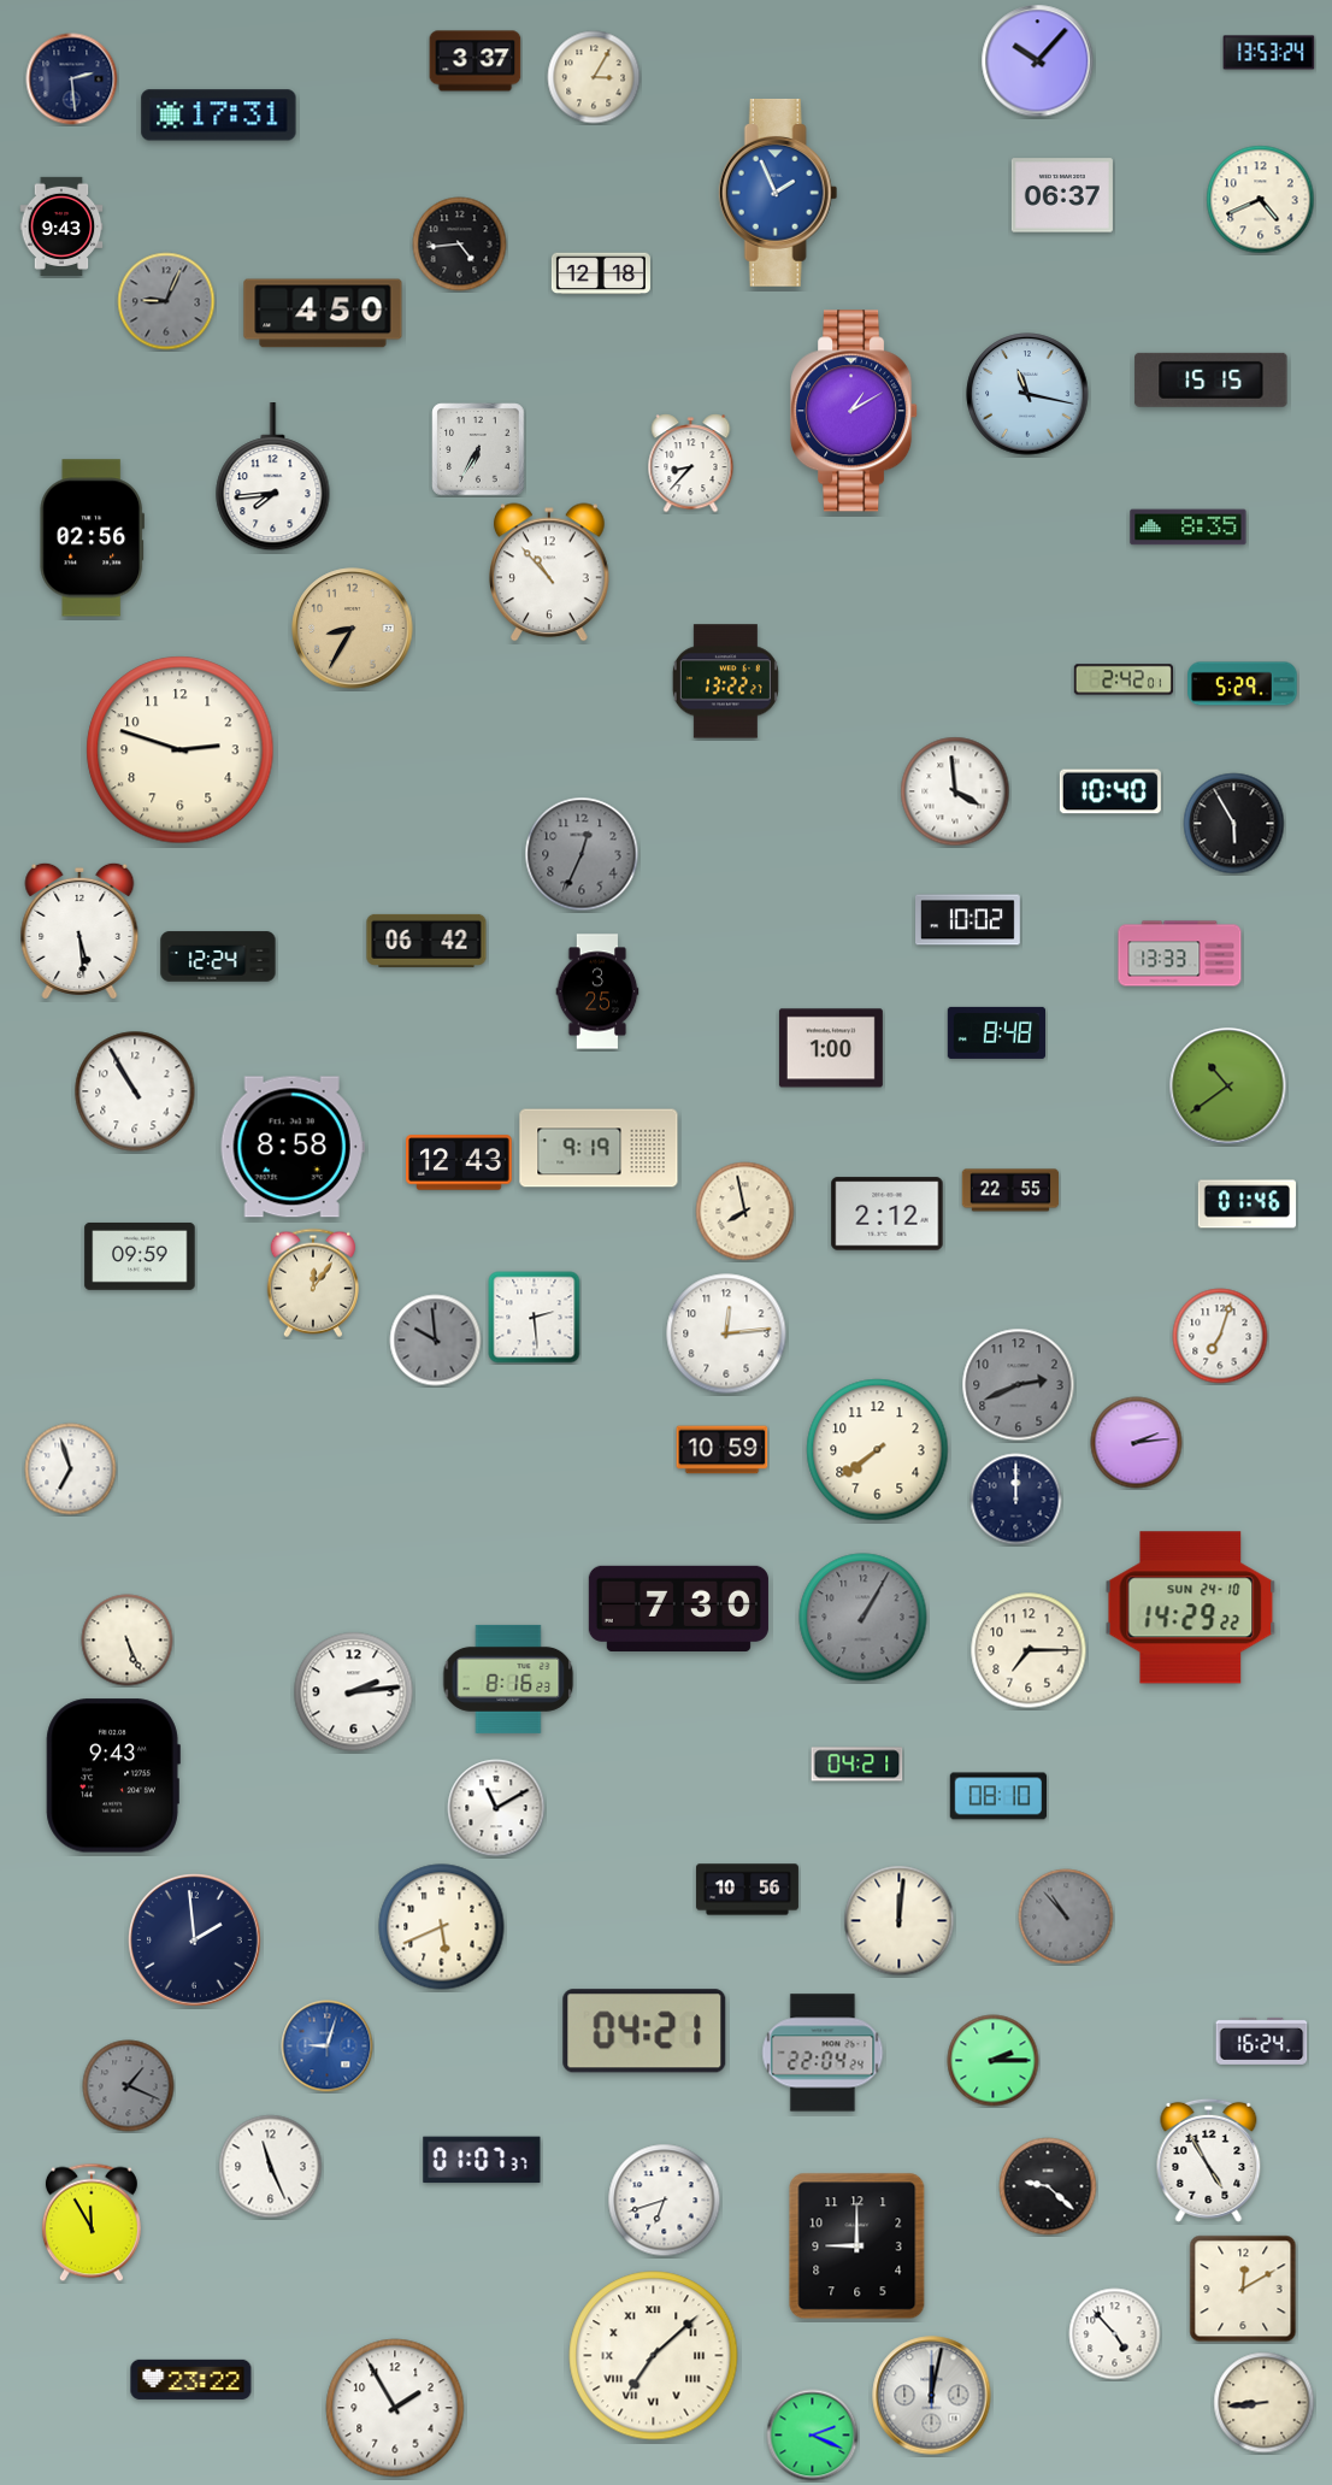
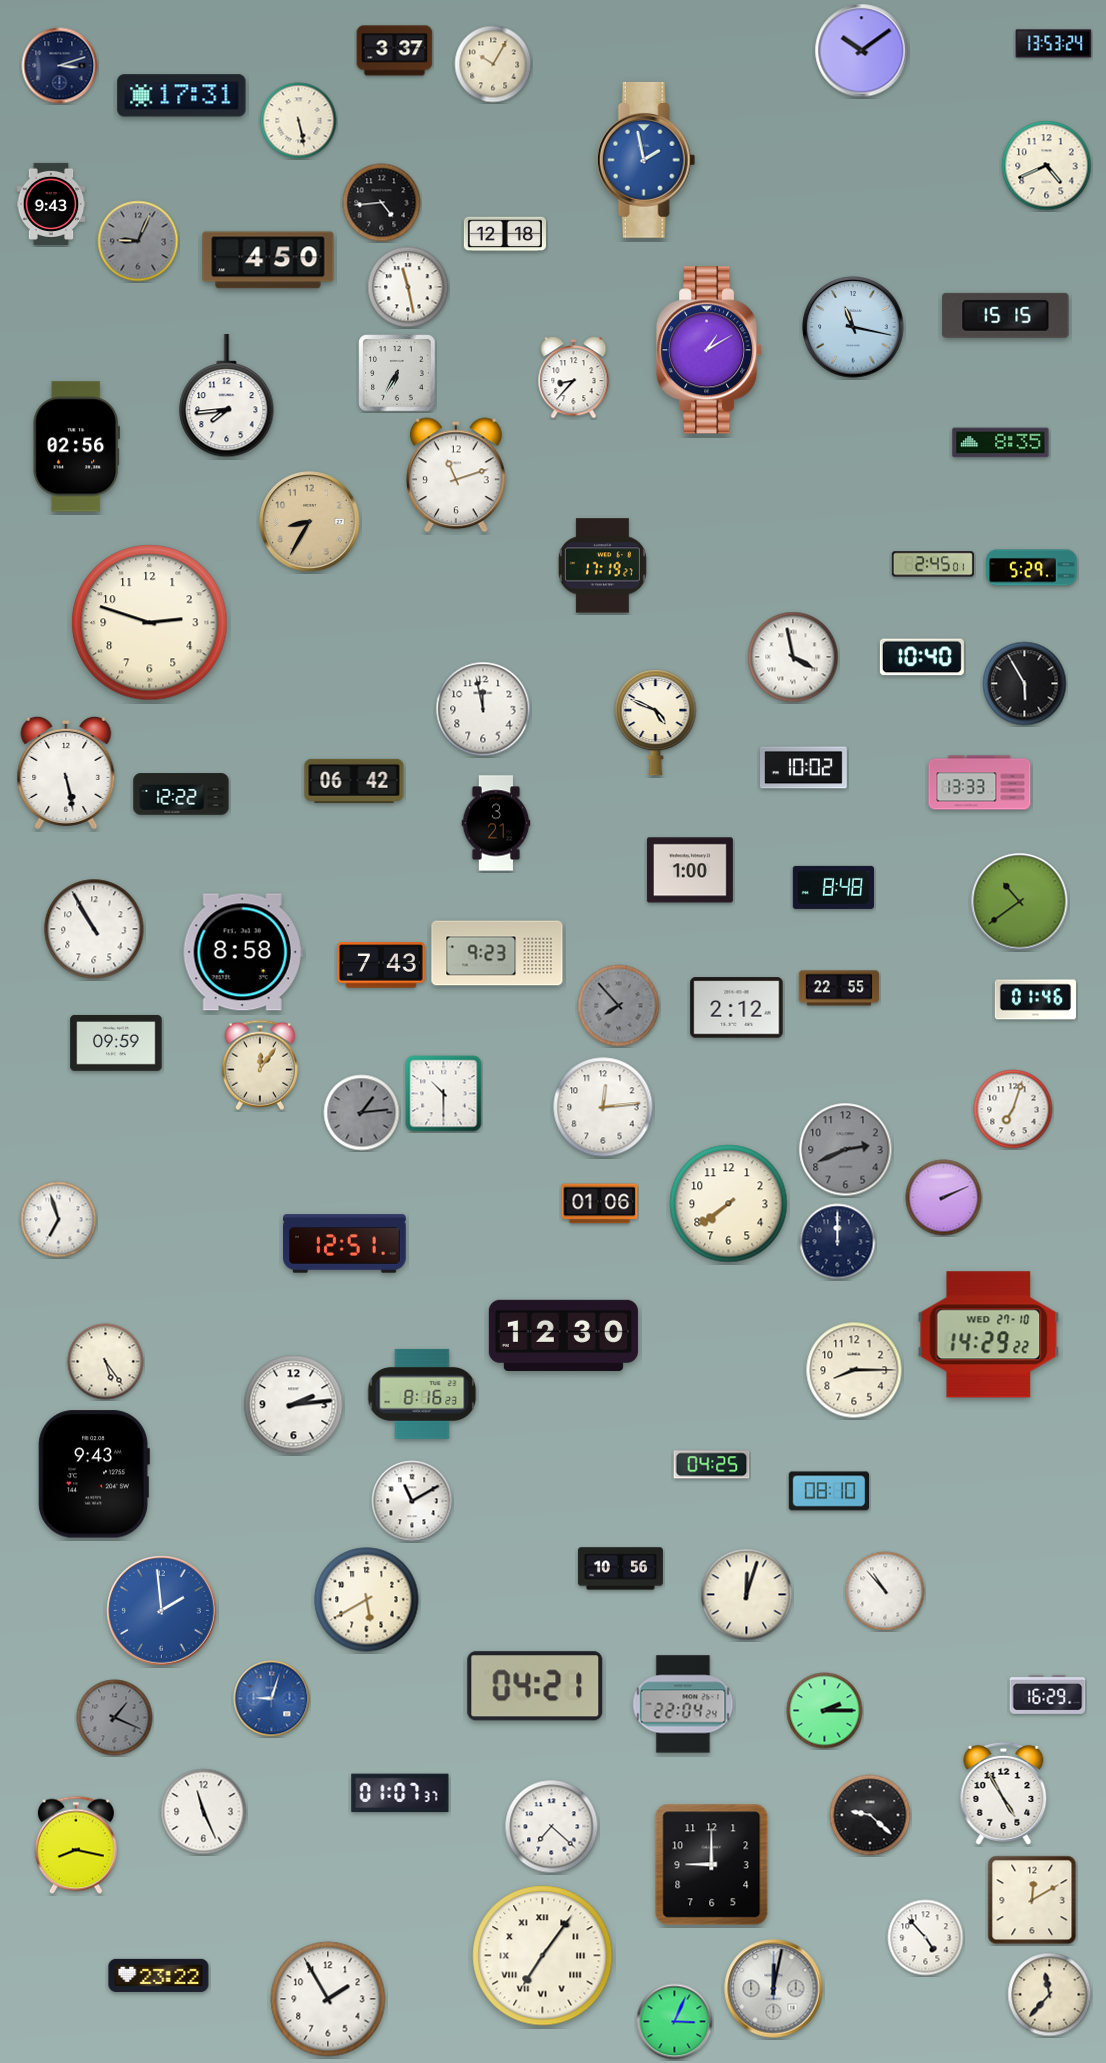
clock at (1038, 61): 10:07 -> 10:09
clock at (594, 77): 3:05 -> 10:05
clock at (72, 80): 2:29 -> 3:12
clock at (299, 121): none -> 5:28
clock at (778, 193): 1:56 -> 1:58
clock at (1062, 195): 06:37 -> none
clock at (61, 225) position: (61, 225) -> (51, 203)
clock at (601, 273) position: (601, 273) -> (505, 234)
clock at (166, 301) position: (166, 301) -> (138, 241)
clock at (408, 287): none -> 11:28
clock at (855, 411) position: (855, 411) -> (710, 350)
clock at (691, 464) position: (691, 464) -> (574, 378)
clock at (1189, 528) position: (1189, 528) -> (1001, 443)
clock at (550, 572): 10:53 -> 11:12
clock at (353, 629) position: (353, 629) -> (310, 522)
clock at (1124, 679): 2:42 -> 2:45
clock at (725, 682): 13:22 -> 17:19
clock at (955, 791): 3:59 -> 3:58
clock at (582, 854): 12:34 -> 11:58
clock at (582, 854) dial: grey -> white
clock at (656, 722): none -> 4:49
clock at (968, 920) position: (968, 920) -> (804, 768)
clock at (79, 931): 5:29 -> 5:28
clock at (1180, 954) position: (1180, 954) -> (980, 783)
clock at (218, 956): 12:24 -> 12:22
clock at (597, 991): 3:25 -> 3:21
clock at (996, 1032) position: (996, 1032) -> (833, 887)
clock at (135, 1091) position: (135, 1091) -> (94, 929)
clock at (599, 1148): 9:19 -> 9:23
clock at (460, 1162): 12:43 -> 7:43
clock at (745, 1212): 7:58 -> 7:53
clock at (745, 1212) dial: cream -> grey
clock at (535, 1318): 2:29 -> 10:30
clock at (436, 1341): 9:59 -> 1:14
clock at (1137, 1443): 2:14 -> 2:11
clock at (723, 1450): 10:59 -> 01:06
clock at (345, 1244): none -> 12:51
clock at (1016, 1500) position: (1016, 1500) -> (838, 1242)
clock at (678, 1608): 7:30 -> 12:30
clock at (1191, 1608) date: SUN 24-10 -> WED 27-10
clock at (864, 1618): 1:05 -> none
clock at (128, 1641): 5:26 -> 5:24
clock at (1029, 1650): 7:15 -> 8:15
clock at (857, 1765): 04:21 -> 04:25
clock at (1066, 1916) dial: grey -> white
clock at (900, 1921): 12:01 -> 12:03
clock at (442, 1927): 5:41 -> 5:40
clock at (195, 1941) dial: navy -> blue
clock at (1262, 2041): 16:24 -> 16:29
clock at (129, 2086) position: (129, 2086) -> (115, 1718)
clock at (271, 2167) position: (271, 2167) -> (204, 1812)
clock at (665, 2201): 6:42 -> 7:22
clock at (92, 2222): 11:55 -> 8:17
clock at (654, 2356): 7:08 -> 7:06
clock at (1265, 2403): 8:44 -> 11:37
clock at (813, 2436): 2:19 -> 3:04
